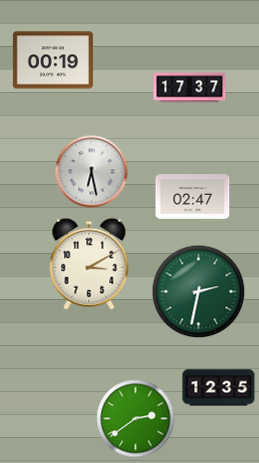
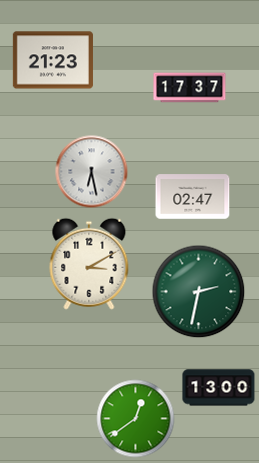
clock at (53, 60): 00:19 -> 21:23
clock at (219, 388): 12:35 -> 13:00
clock at (136, 419): 2:39 -> 12:39
